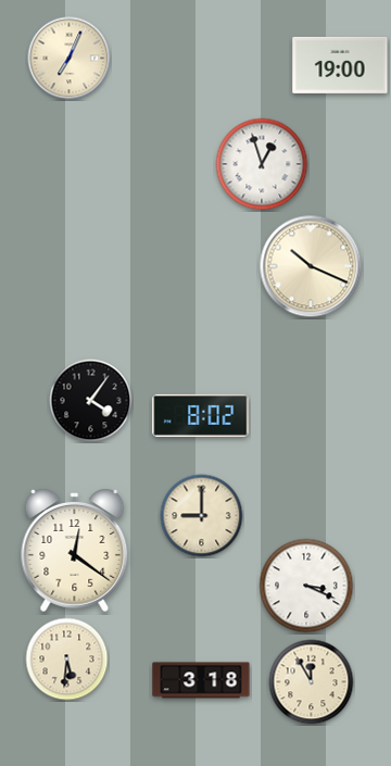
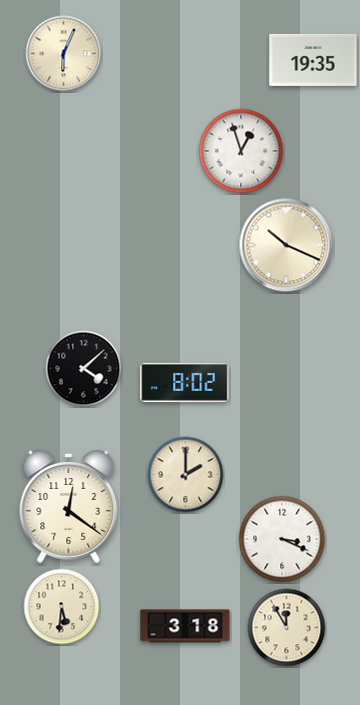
clock at (70, 59): 7:04 -> 6:04
clock at (340, 65): 19:00 -> 19:35
clock at (91, 401): 4:06 -> 4:08
clock at (202, 516): 9:00 -> 2:00
